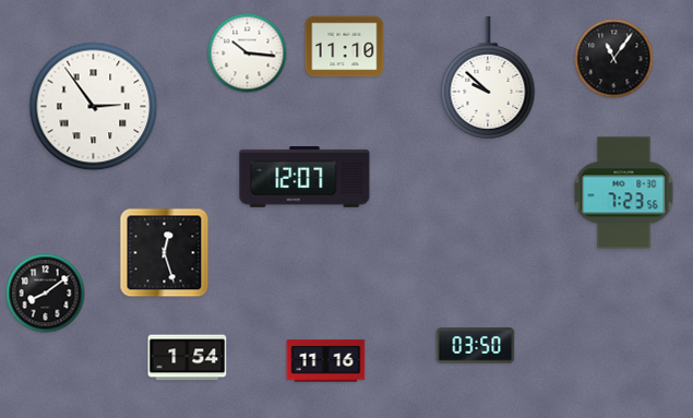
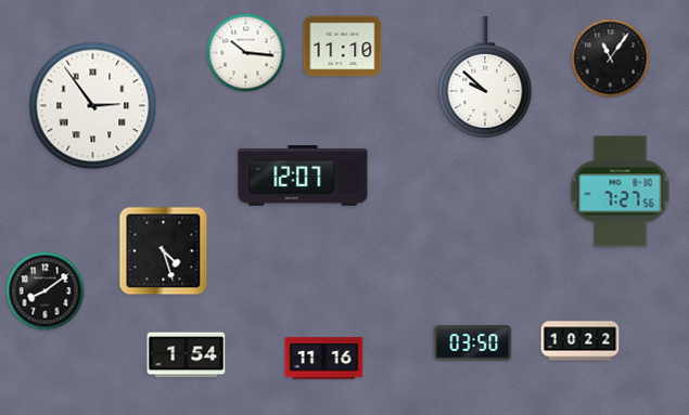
clock at (624, 193): 7:23 -> 7:27
clock at (165, 253): 12:27 -> 4:27
clock at (580, 341): none -> 10:22
